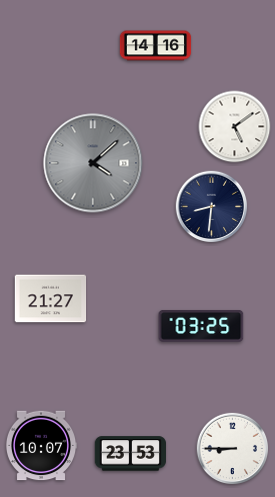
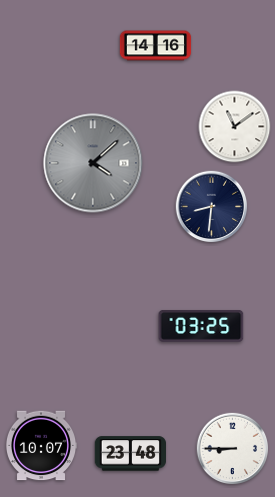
clock at (235, 127): 5:09 -> 11:09
clock at (51, 299): 21:27 -> none
clock at (130, 454): 23:53 -> 23:48
